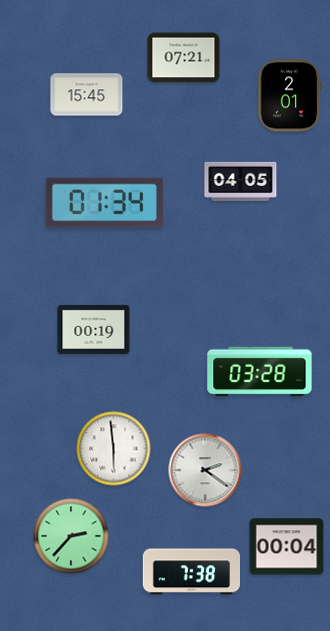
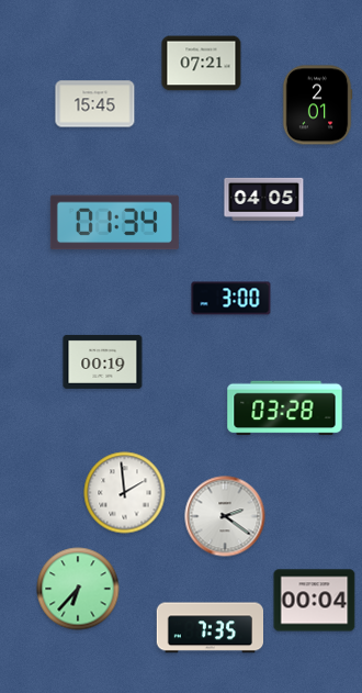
clock at (231, 299): none -> 3:00
clock at (114, 449): 5:59 -> 1:59
clock at (71, 536): 2:37 -> 6:37
clock at (191, 572): 7:38 -> 7:35
